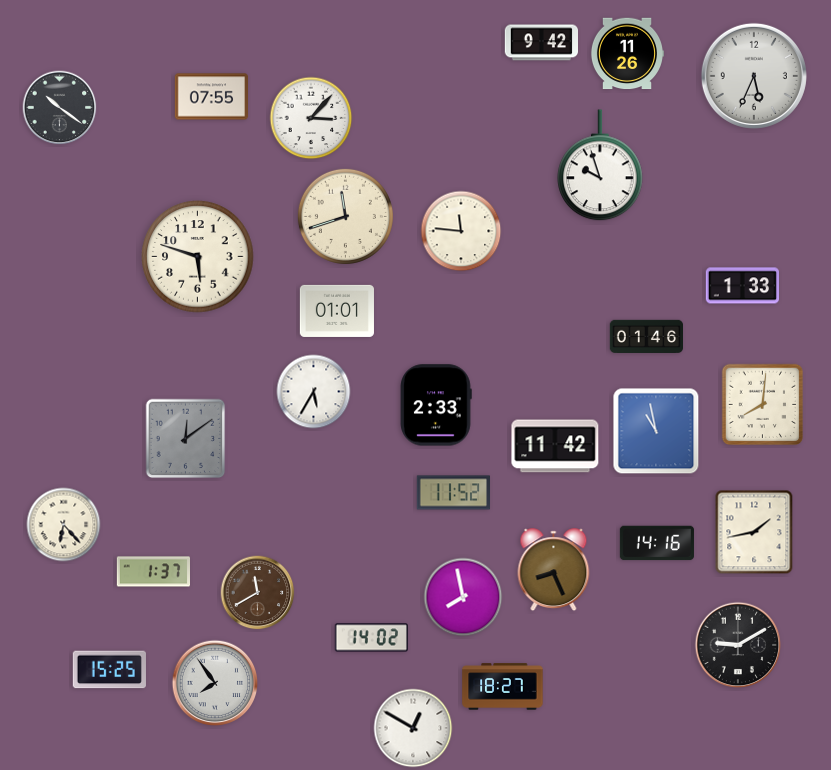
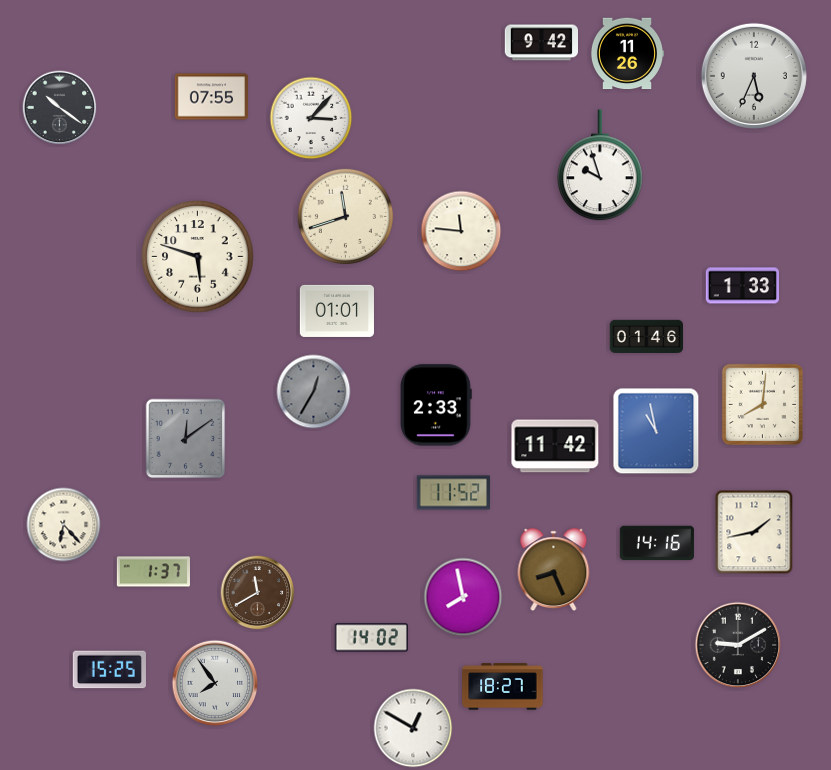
clock at (314, 392): 5:35 -> 12:35
clock at (314, 392) dial: white -> grey
